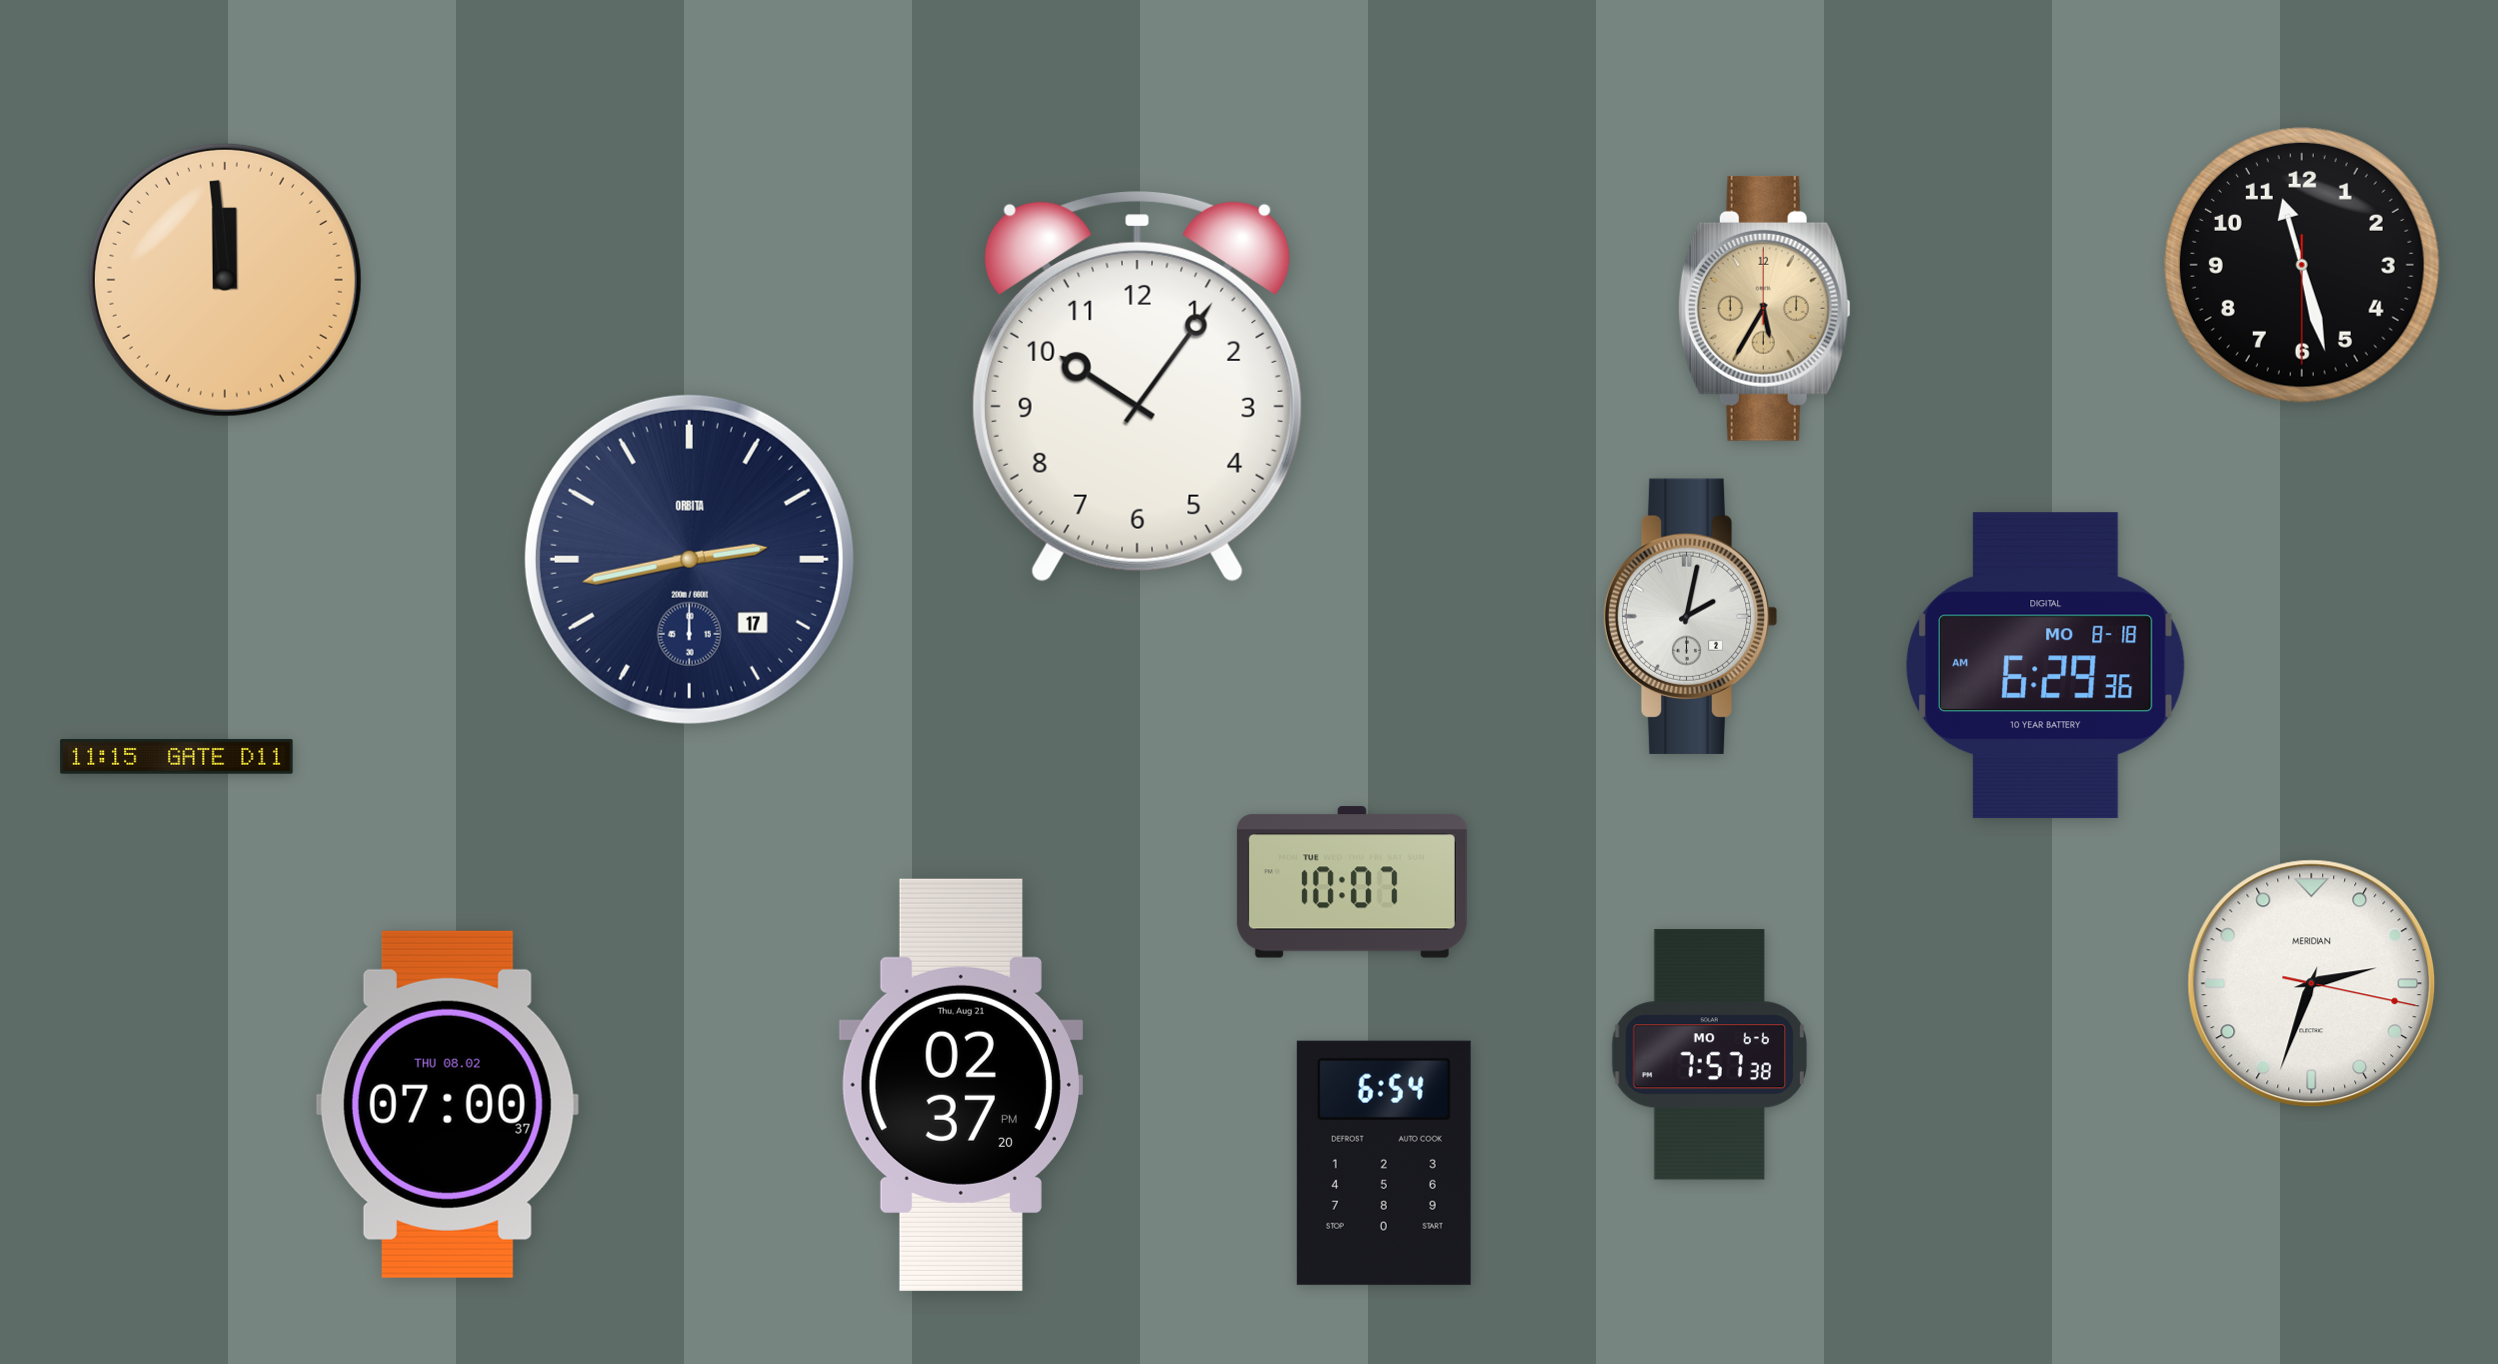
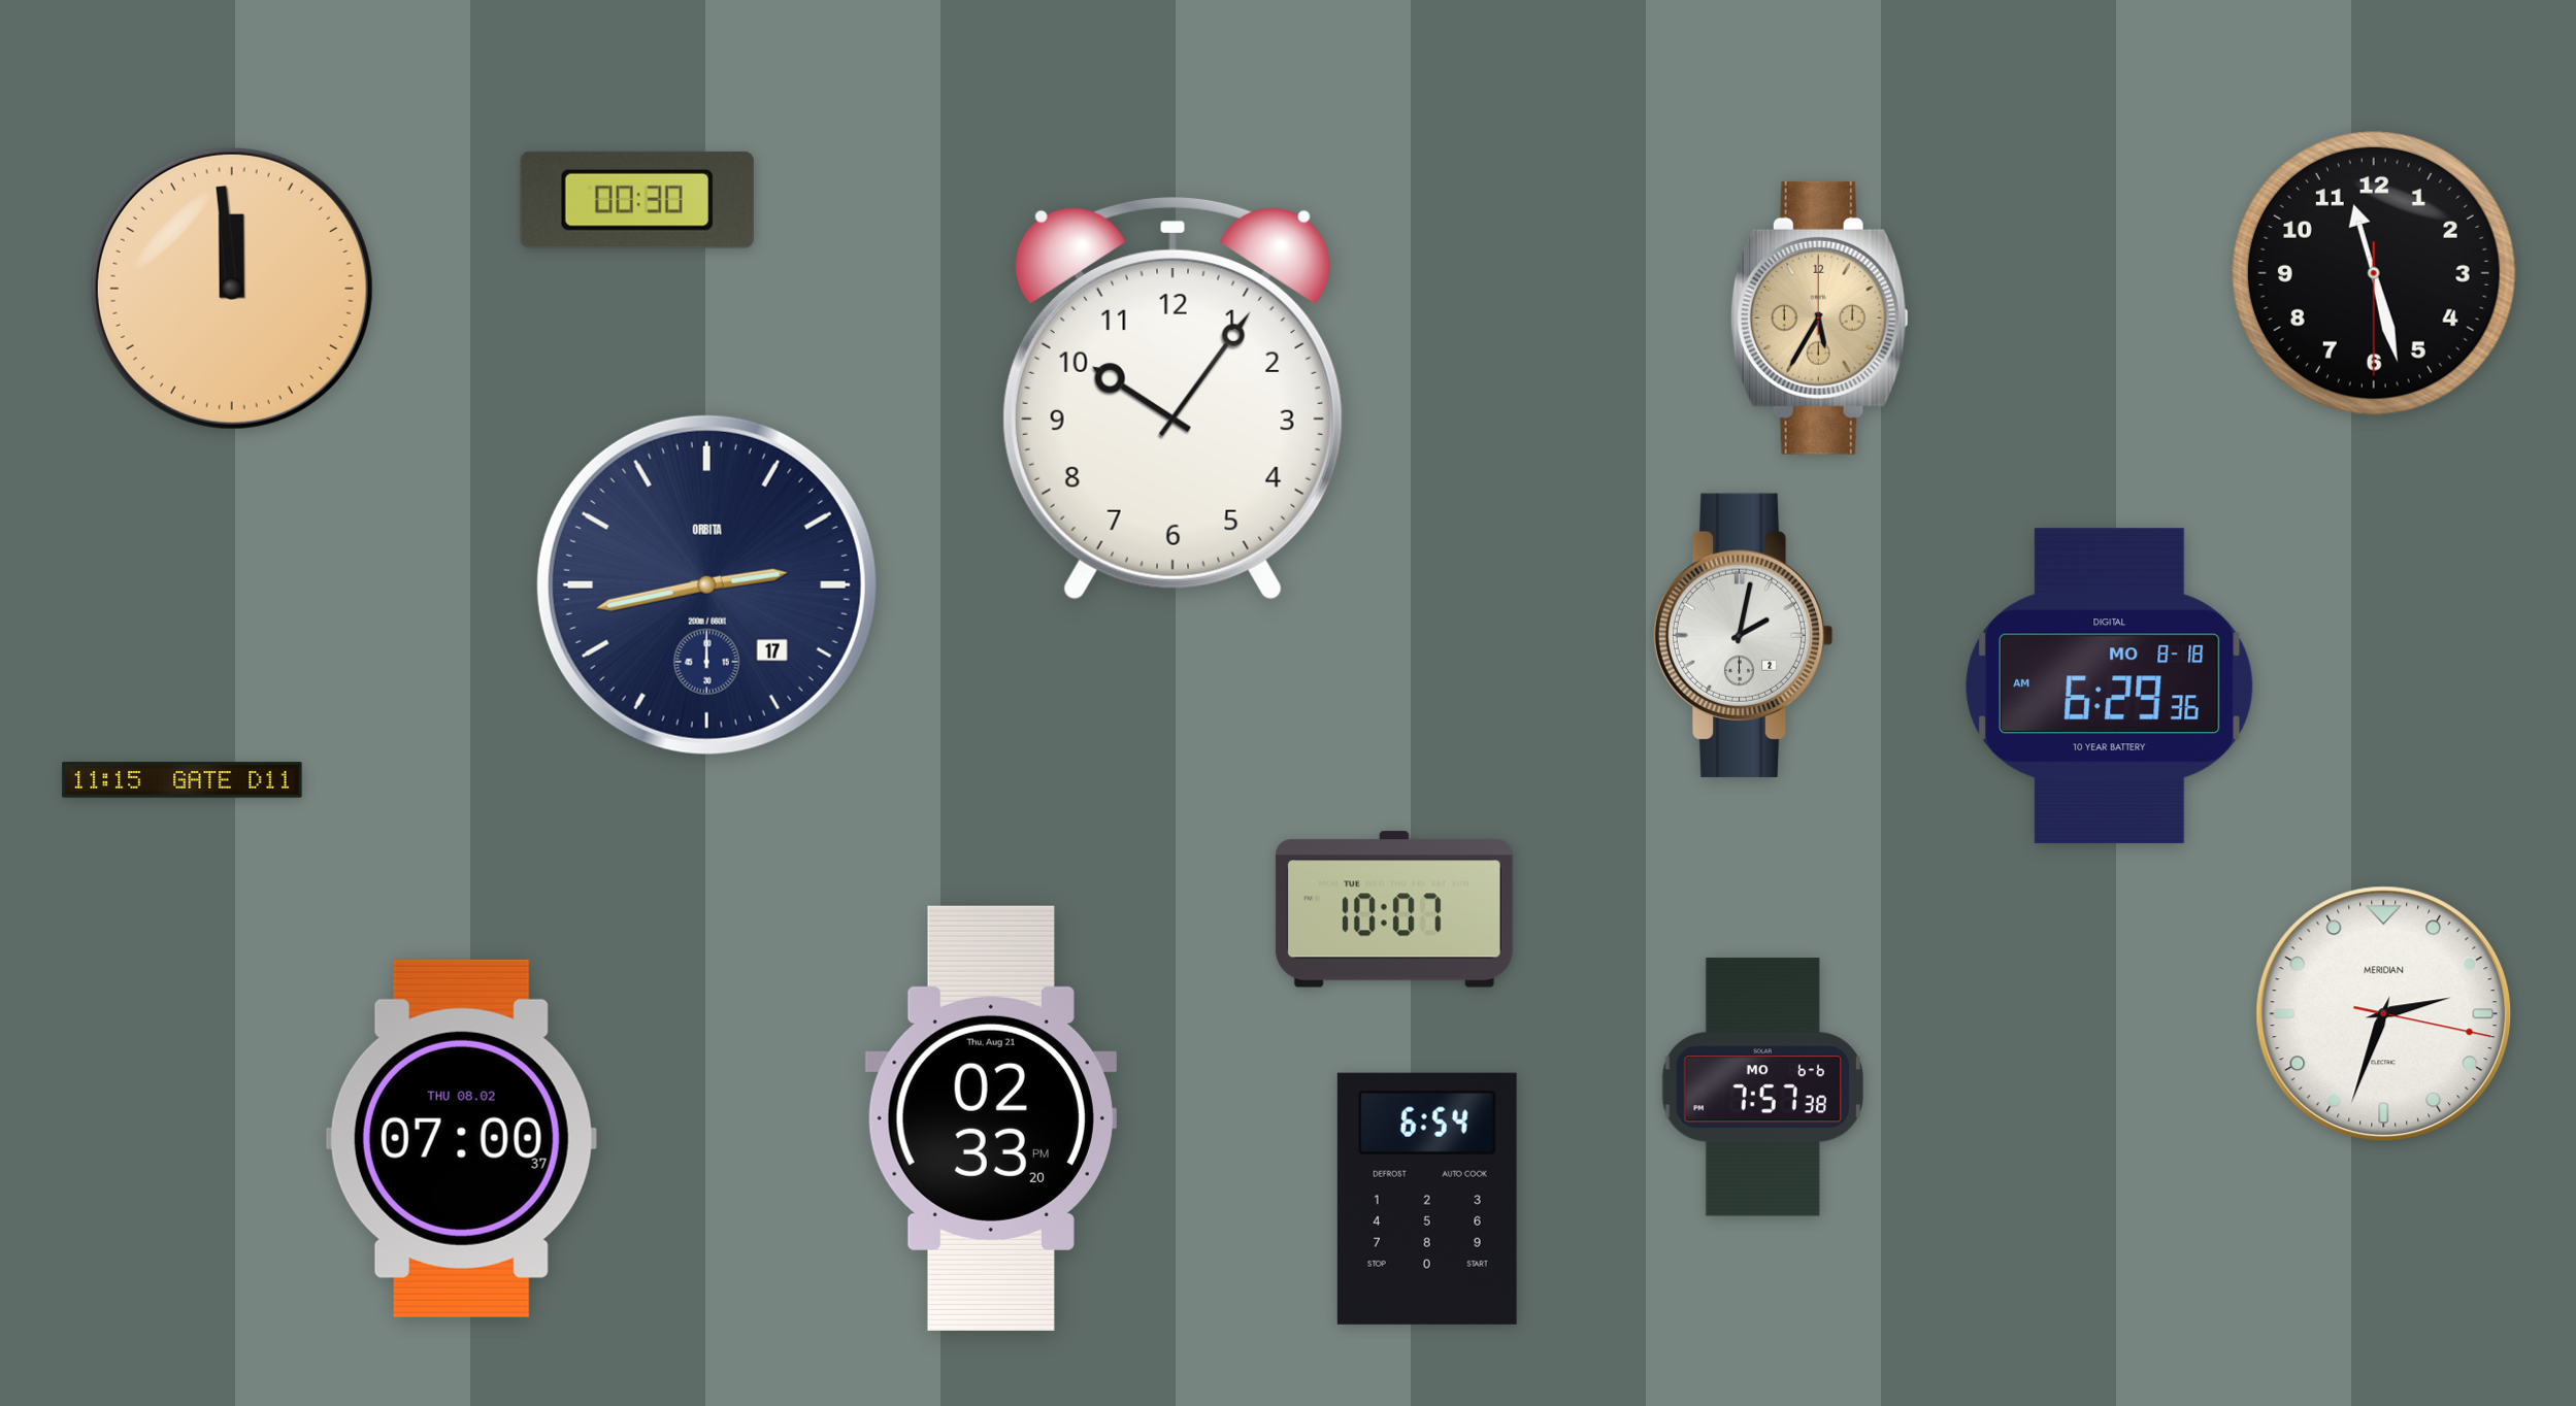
clock at (637, 200): none -> 00:30
clock at (689, 559) position: (689, 559) -> (706, 584)
clock at (961, 1085): 02:37 -> 02:33
